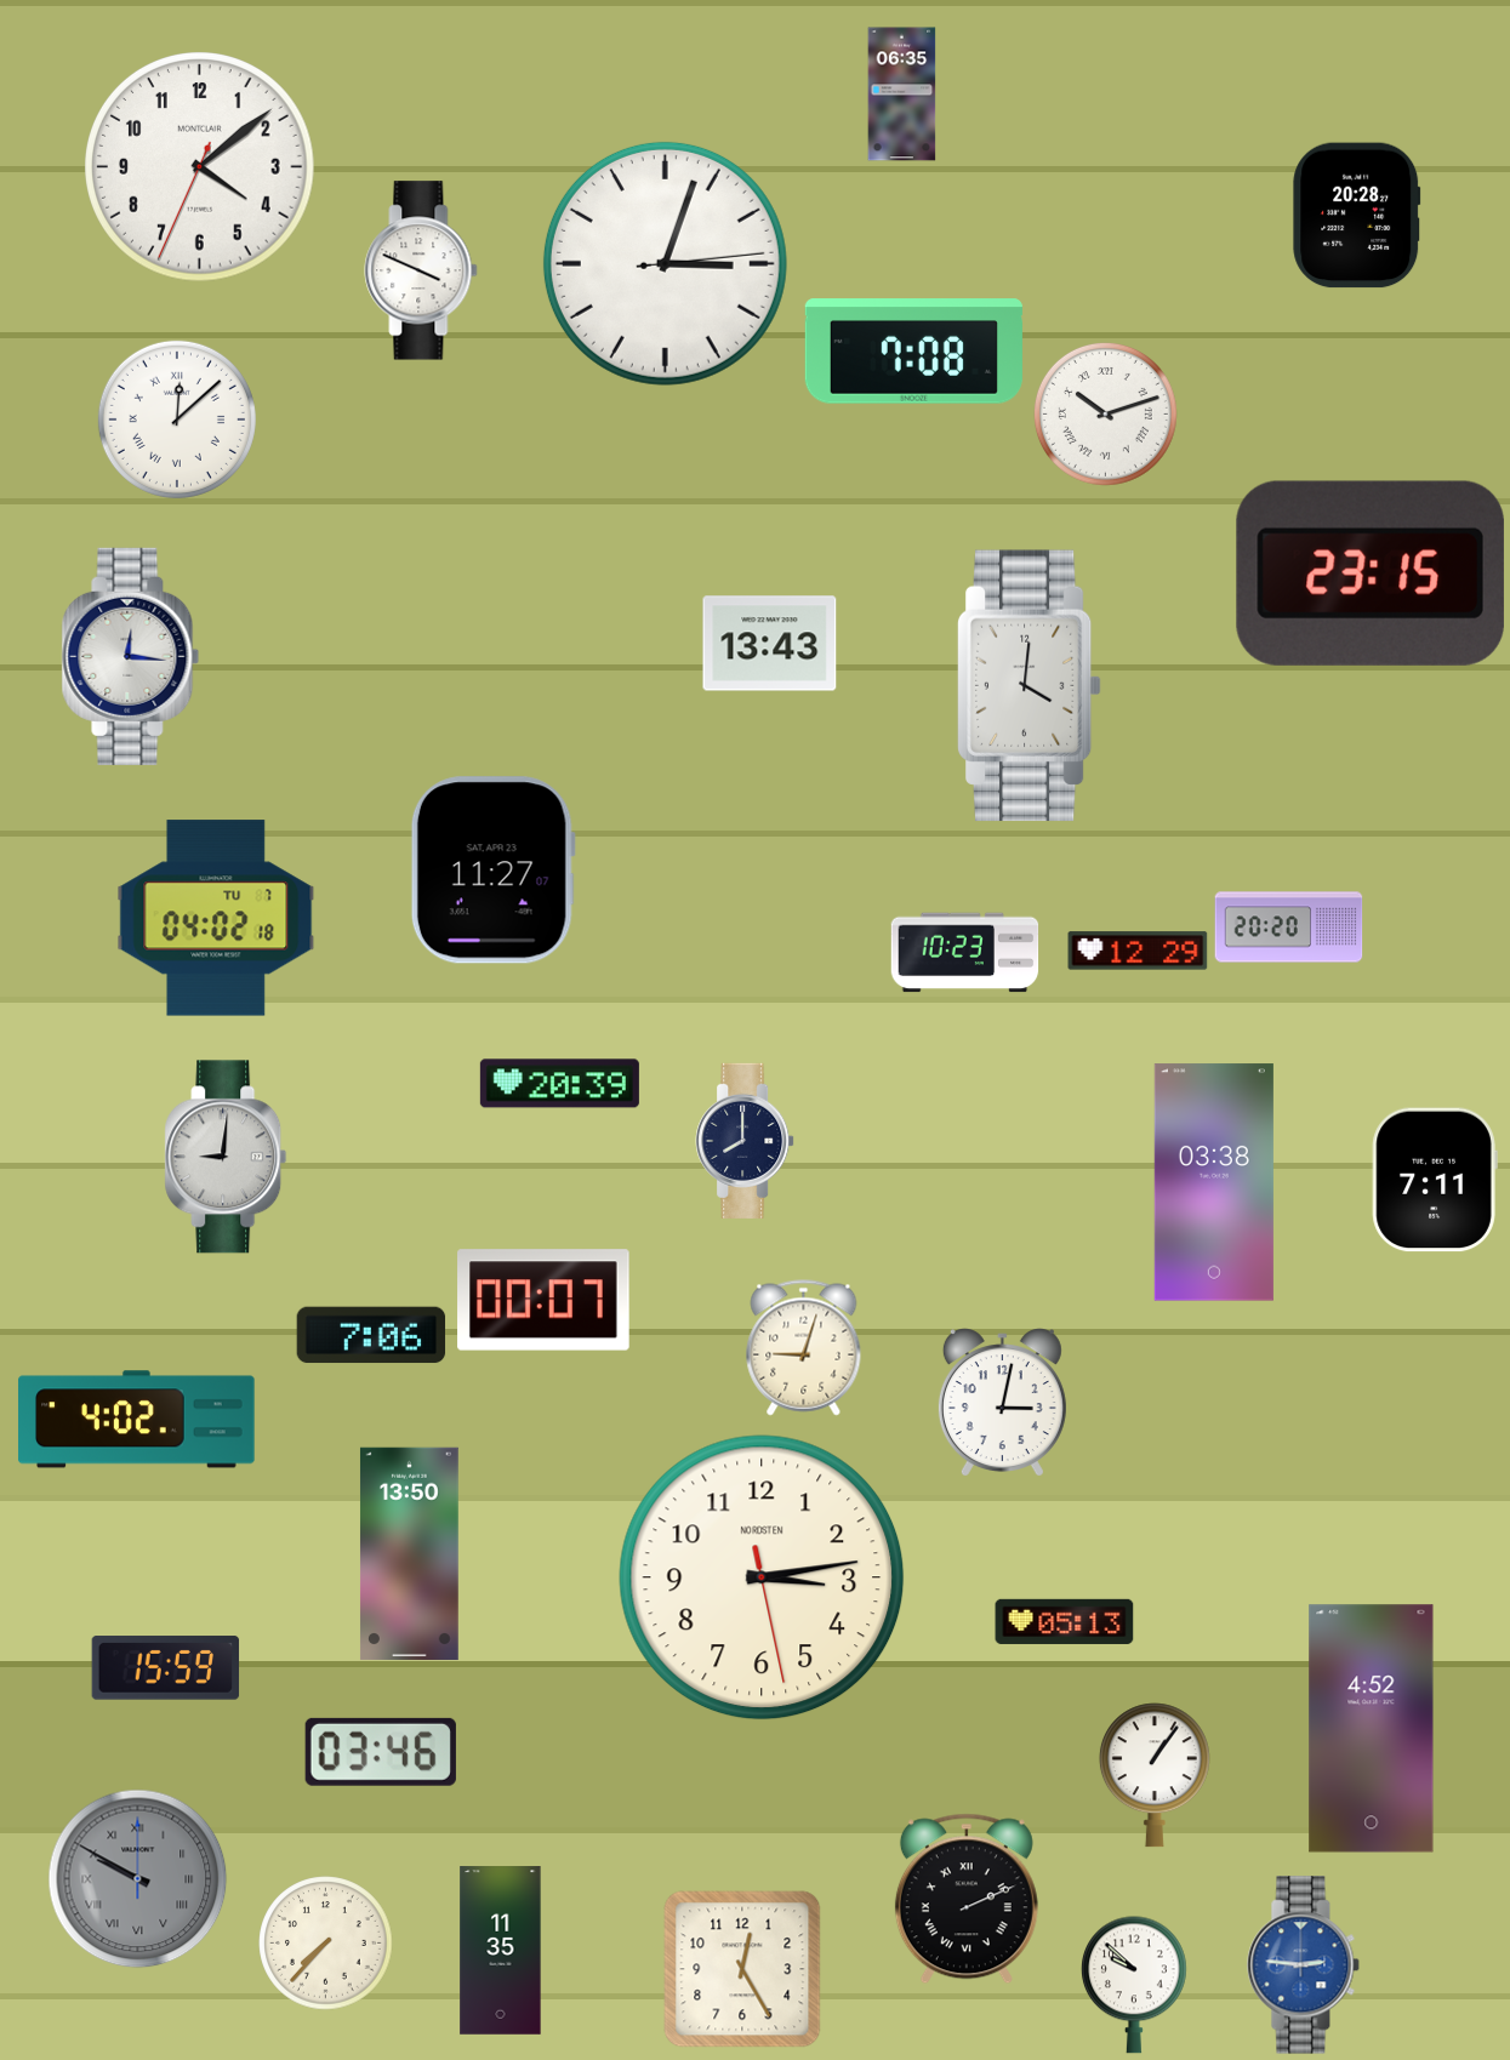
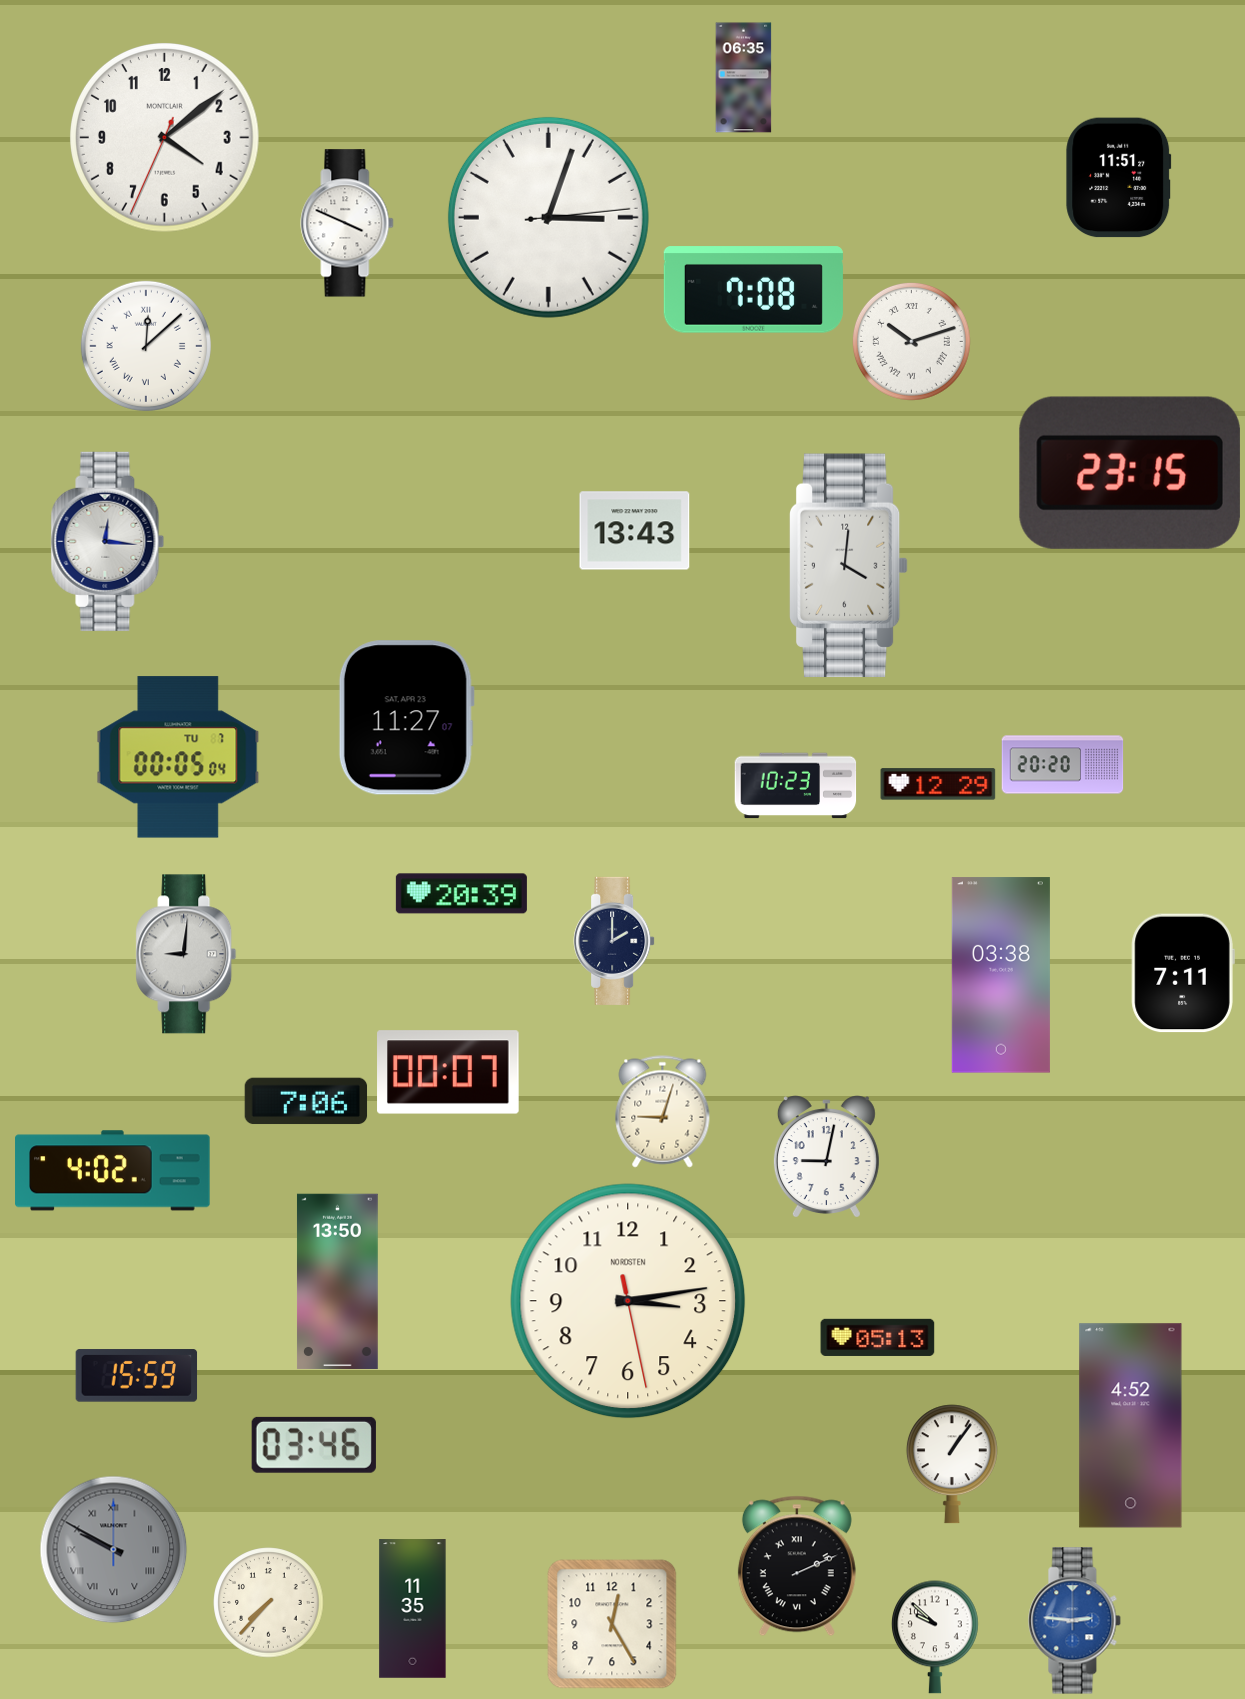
clock at (1357, 216): 20:28 -> 11:51
clock at (216, 918): 04:02 -> 00:05
clock at (745, 1141): 8:00 -> 2:00
clock at (1002, 1402): 3:02 -> 9:02
